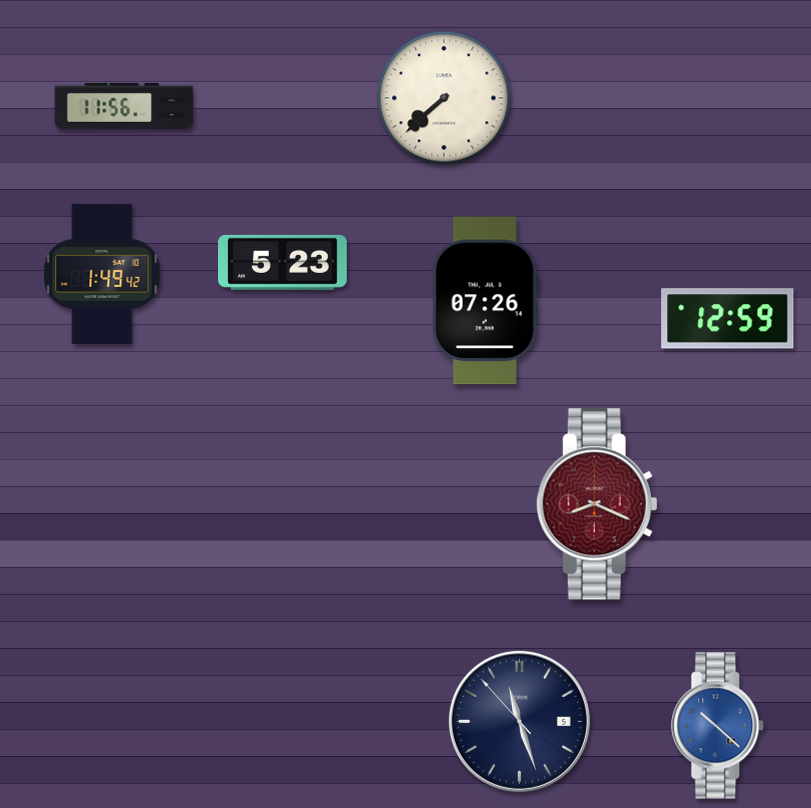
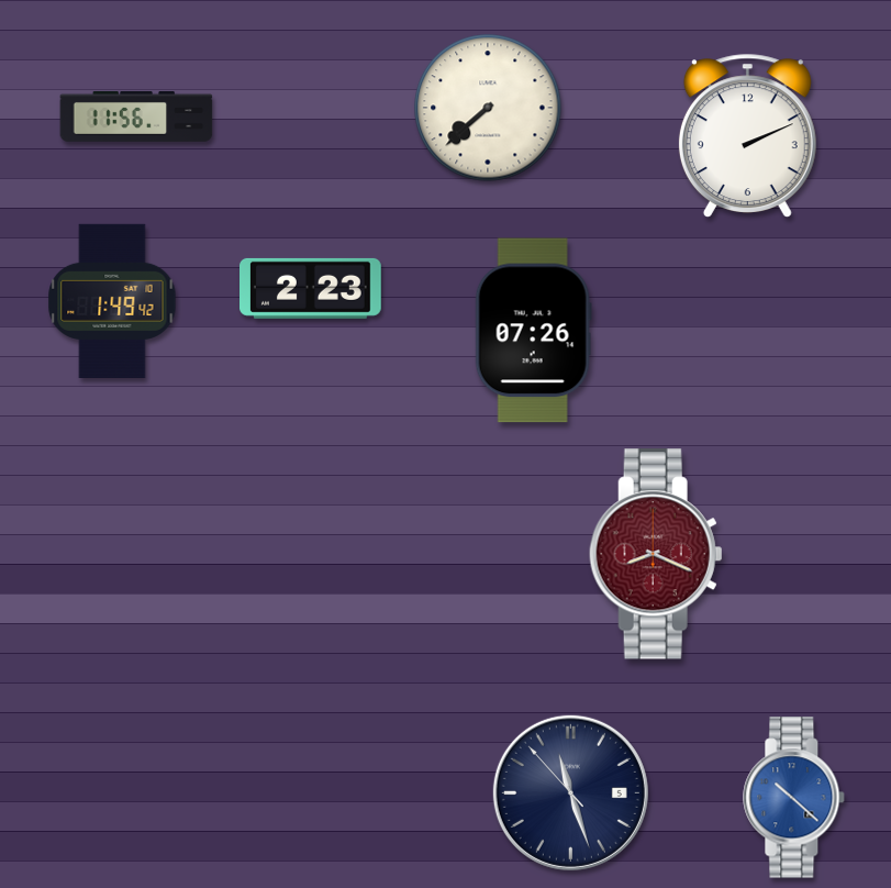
clock at (747, 135): none -> 2:11
clock at (283, 262): 5:23 -> 2:23
clock at (728, 319): 12:59 -> none
clock at (718, 726) position: (718, 726) -> (794, 798)
